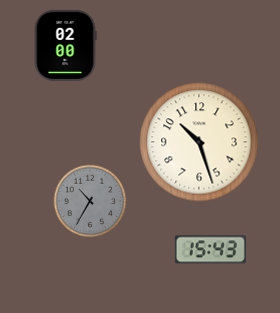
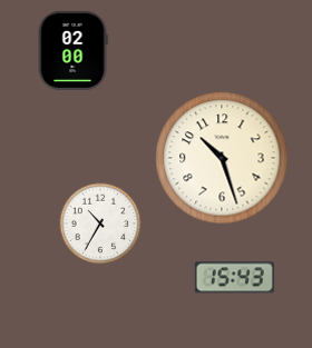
clock at (90, 201) dial: grey -> white
